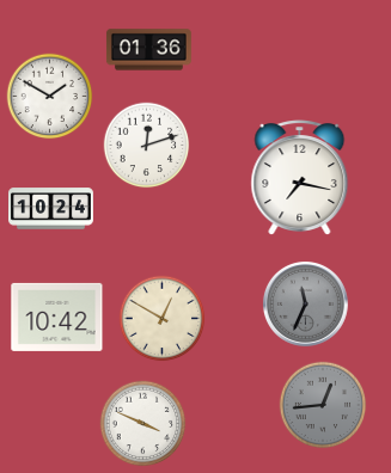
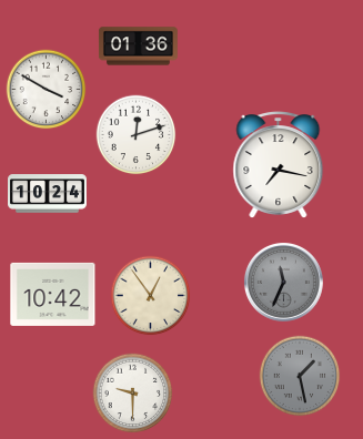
clock at (50, 97): 1:50 -> 3:50
clock at (163, 319): 12:50 -> 12:54
clock at (323, 405): 12:44 -> 1:28
clock at (143, 424): 3:49 -> 9:30
